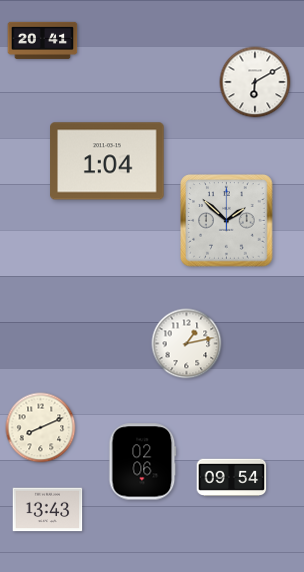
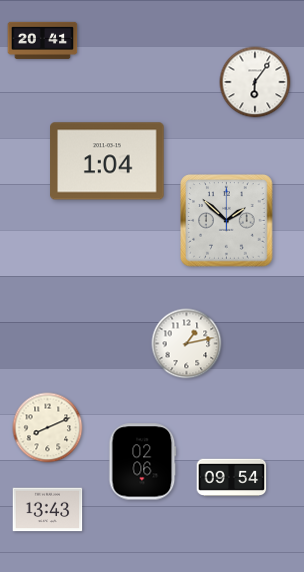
clock at (255, 82): 6:10 -> 6:06
clock at (41, 428) position: (41, 428) -> (48, 428)
